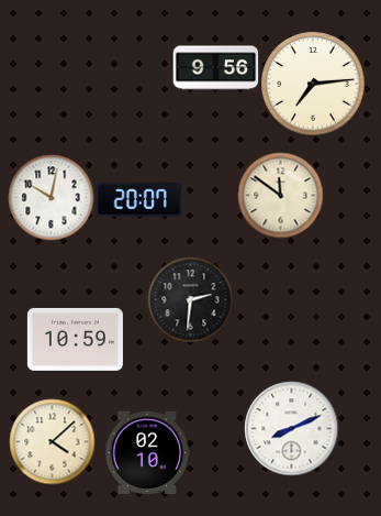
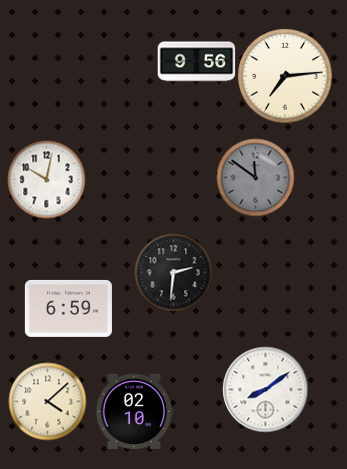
clock at (280, 195) dial: cream -> grey
clock at (138, 199): 20:07 -> none
clock at (75, 339): 10:59 -> 6:59
clock at (291, 428): 8:11 -> 8:09
